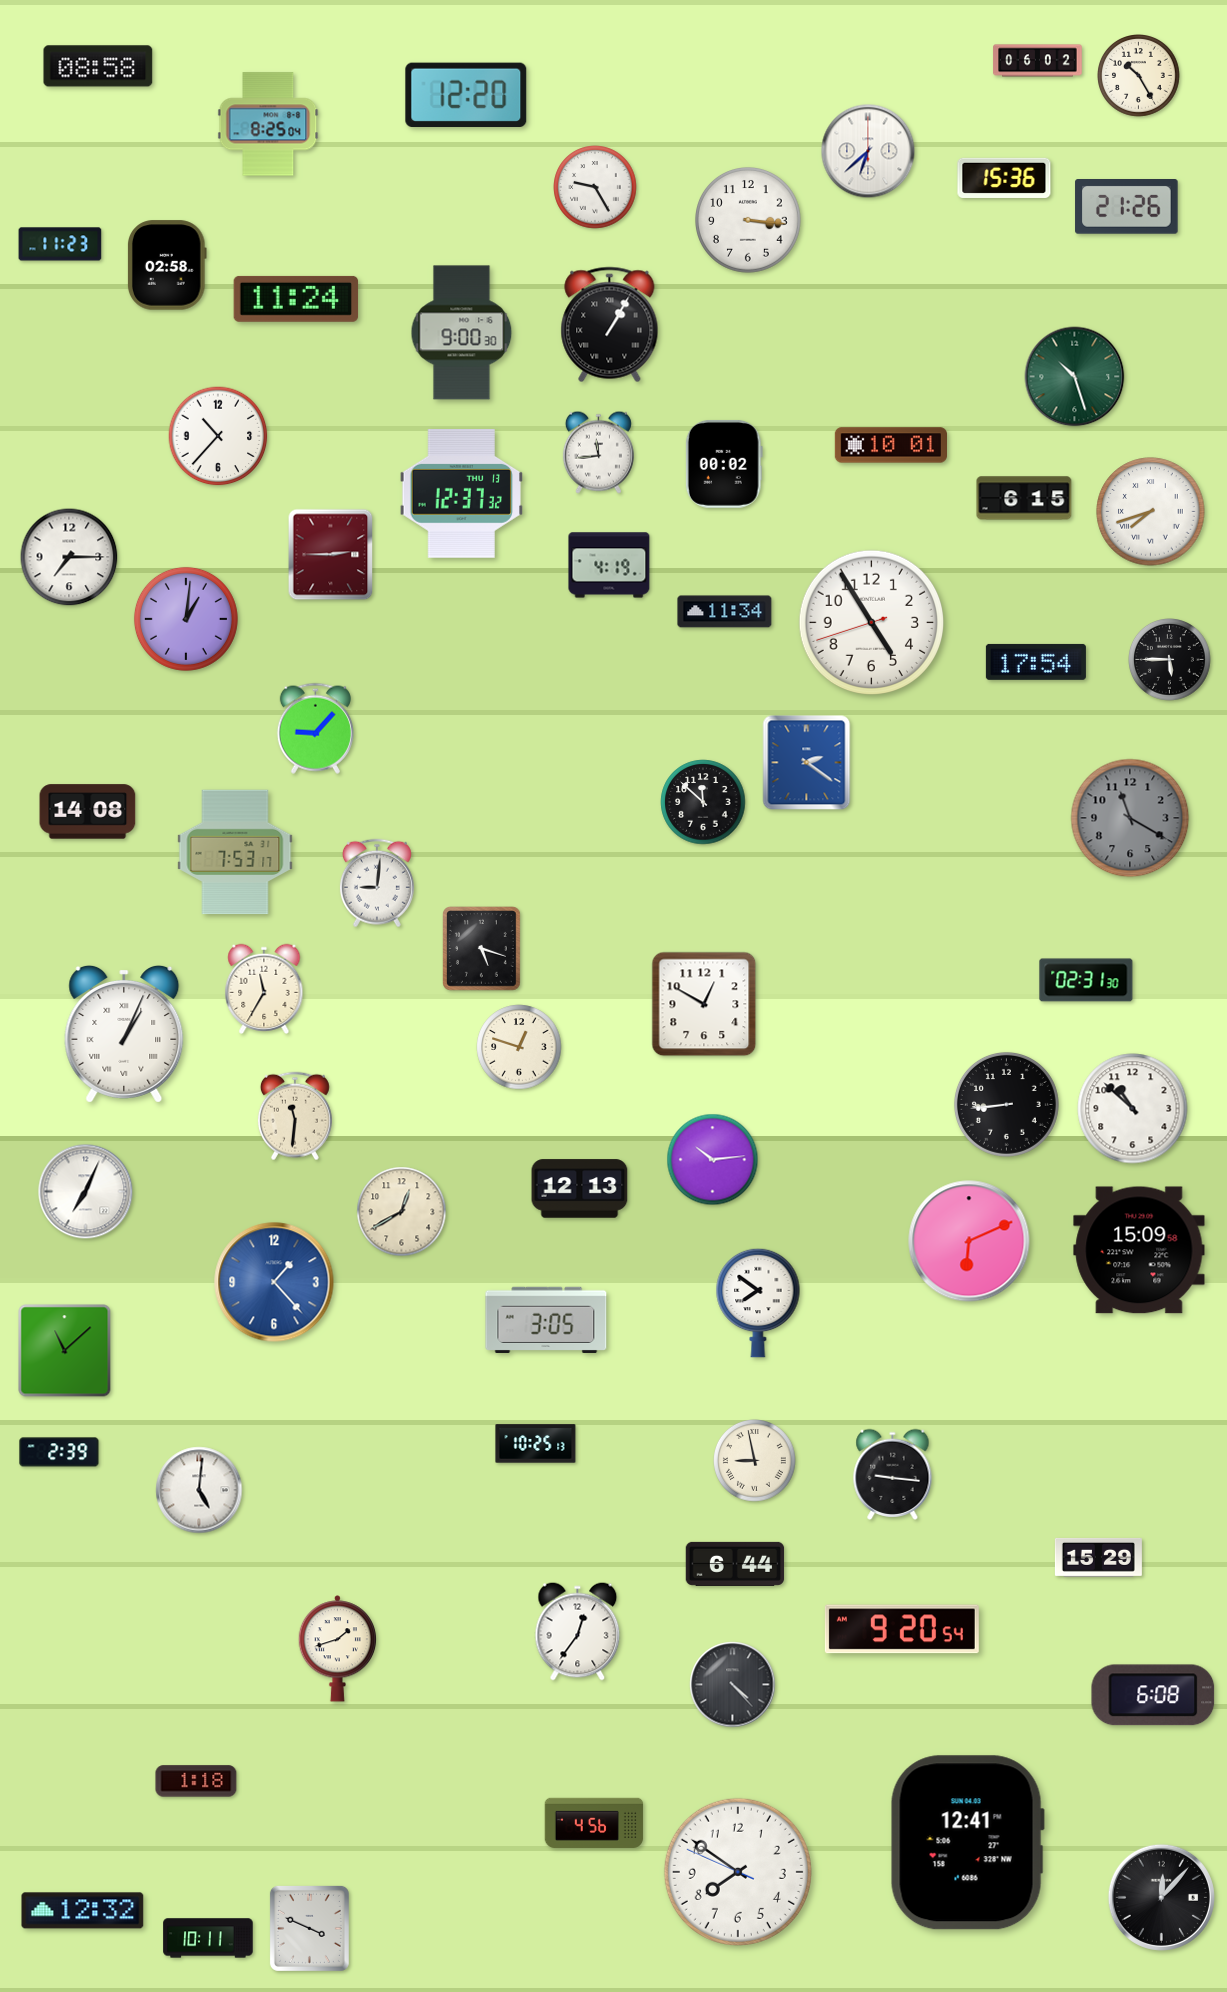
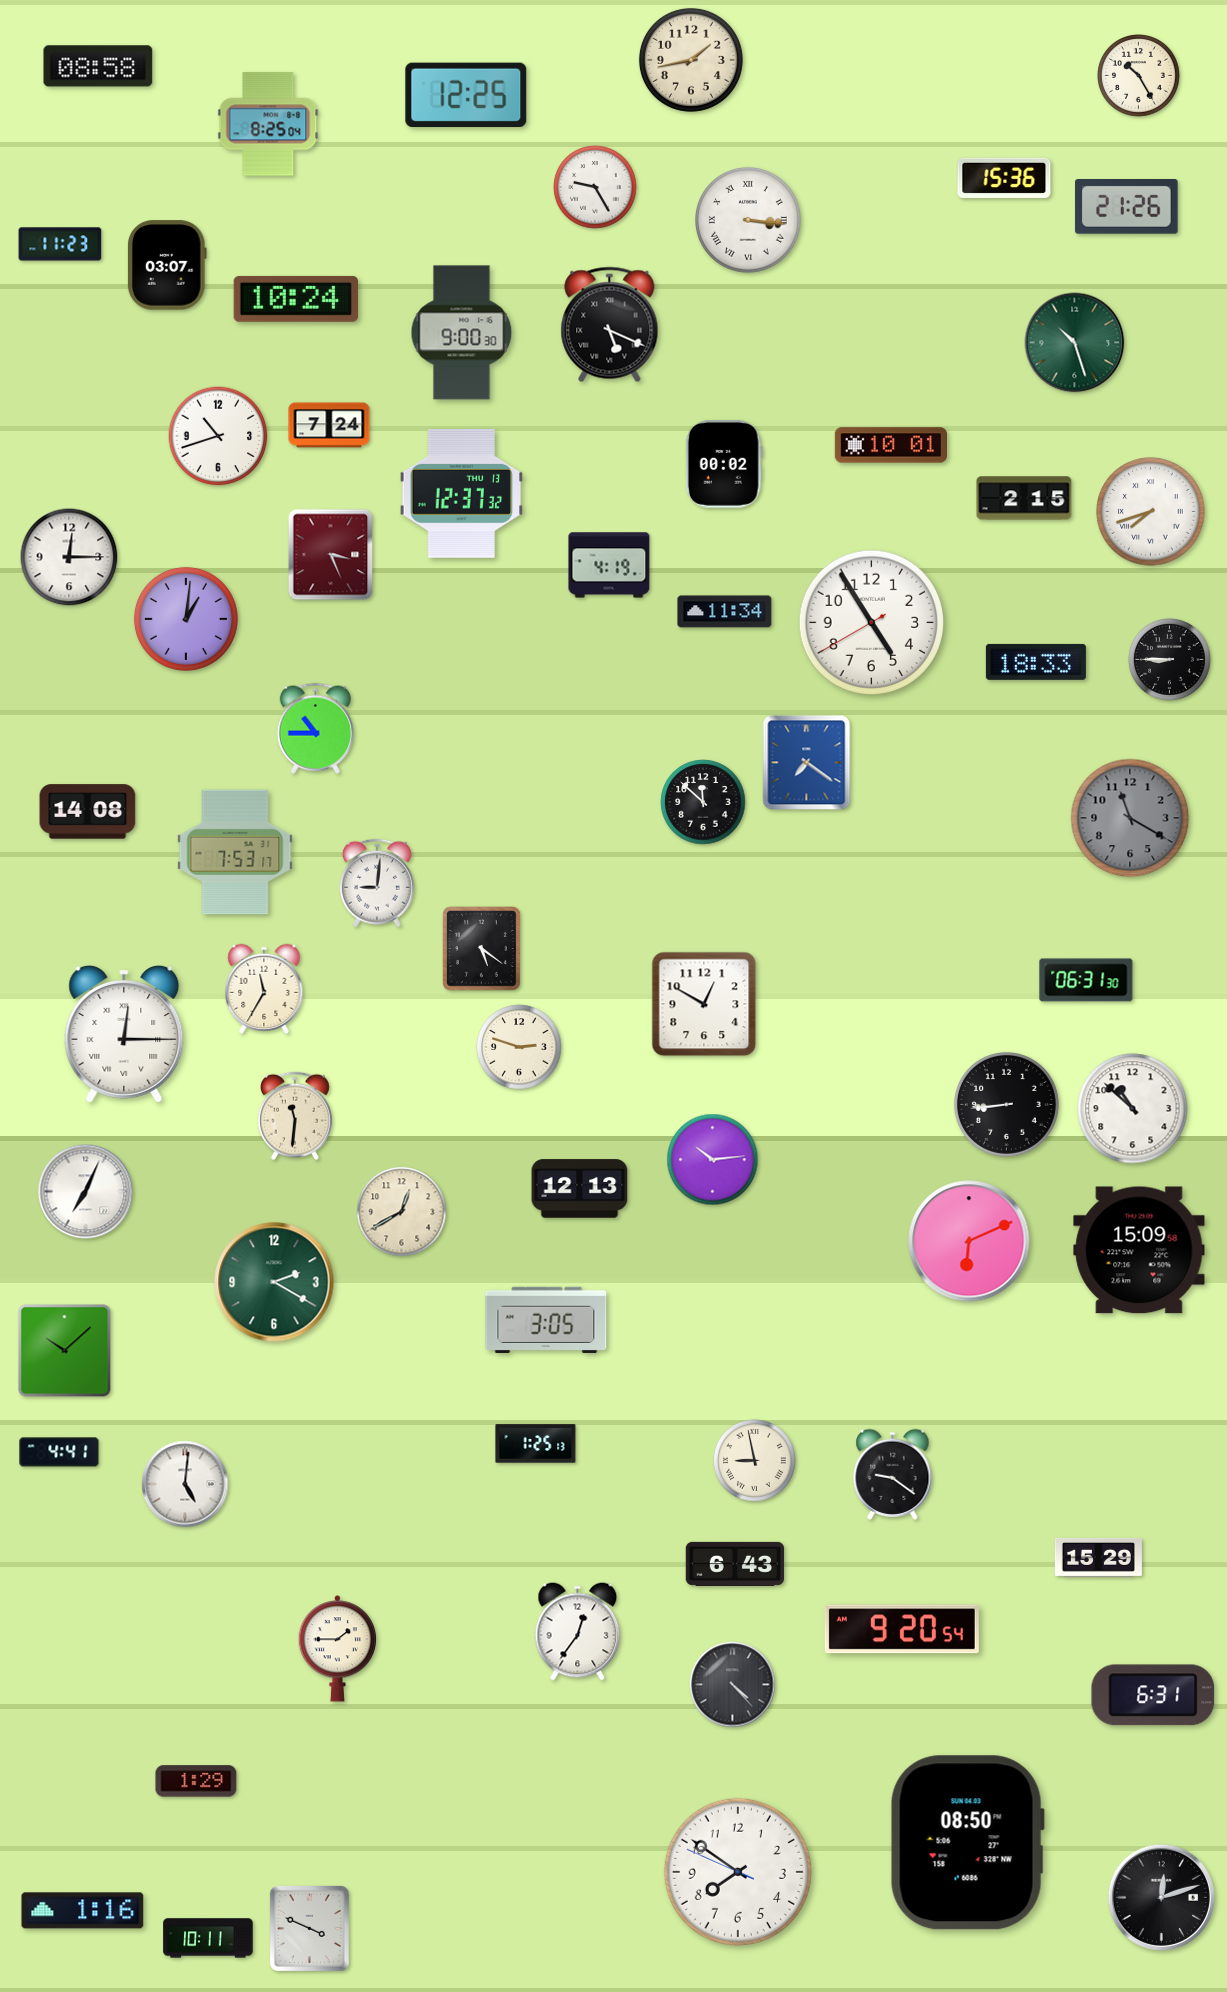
clock at (691, 60): none -> 1:43
clock at (1038, 61): 06:02 -> none
clock at (466, 94): 12:20 -> 12:25
clock at (868, 151): 6:38 -> none
clock at (749, 221) numerals: Arabic -> Roman
clock at (167, 265): 02:58 -> 03:07
clock at (296, 299): 11:24 -> 10:24
clock at (610, 325): 1:05 -> 5:19
clock at (1075, 377) position: (1075, 377) -> (1075, 343)
clock at (329, 425): none -> 7:24
clock at (218, 436): 10:37 -> 10:42
clock at (598, 452): 11:44 -> none
clock at (1024, 498): 6:15 -> 2:15
clock at (331, 555): 2:45 -> 3:26
clock at (69, 557): 7:15 -> 12:15
clock at (872, 623): 4:54:42 -> 4:54:40
clock at (1170, 660): 5:45 -> 8:45
clock at (1036, 662): 17:54 -> 18:33
clock at (315, 728): 9:07 -> 10:45
clock at (807, 763): 2:21 -> 7:21
clock at (482, 949): 5:18 -> 5:21
clock at (1086, 980): 02:31 -> 06:31
clock at (124, 1035): 1:04 -> 12:15
clock at (519, 1047): 12:48 -> 2:48
clock at (274, 1282): 1:23 -> 2:20
clock at (274, 1282) dial: blue -> green
clock at (758, 1303): 7:51 -> none
clock at (65, 1351): 11:08 -> 10:08
clock at (536, 1444): 10:25 -> 1:25
clock at (59, 1452): 2:39 -> 4:41
clock at (893, 1474): 9:16 -> 9:21
clock at (199, 1490) position: (199, 1490) -> (185, 1484)
clock at (735, 1564): 6:44 -> 6:43
clock at (338, 1649): 1:42 -> 1:45
clock at (1153, 1695): 6:08 -> 6:31
clock at (196, 1781): 1:18 -> 1:29
clock at (594, 1823): 4:56 -> none
clock at (967, 1843): 12:41 -> 08:50
clock at (1161, 1897): 12:07 -> 12:12
clock at (83, 1911): 12:32 -> 1:16
